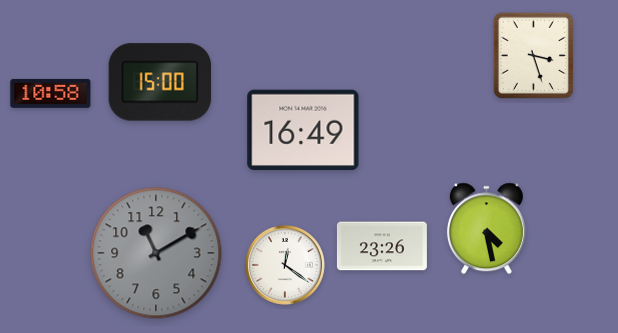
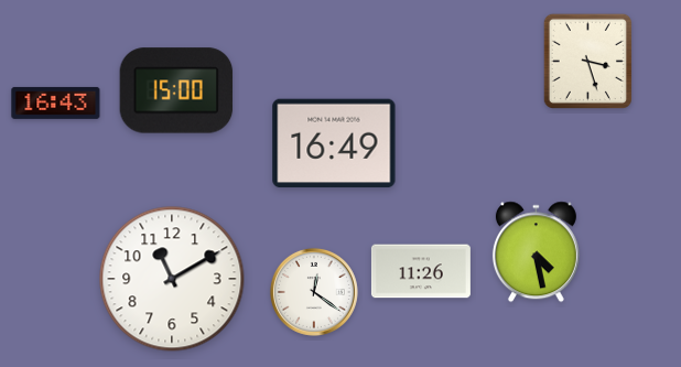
clock at (51, 93): 10:58 -> 16:43
clock at (382, 246): 23:26 -> 11:26
clock at (156, 253) dial: grey -> white
